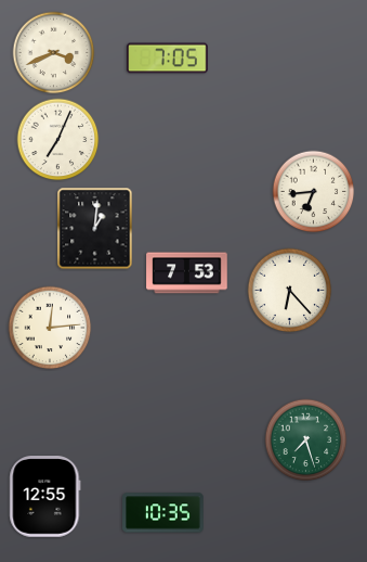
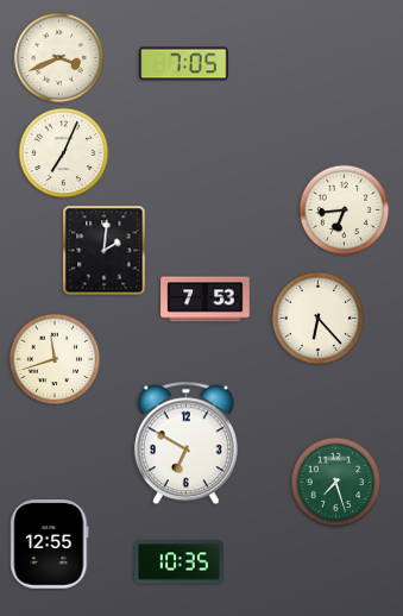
clock at (95, 229): 1:01 -> 2:01
clock at (50, 328): 12:14 -> 11:42
clock at (185, 444): none -> 6:50
